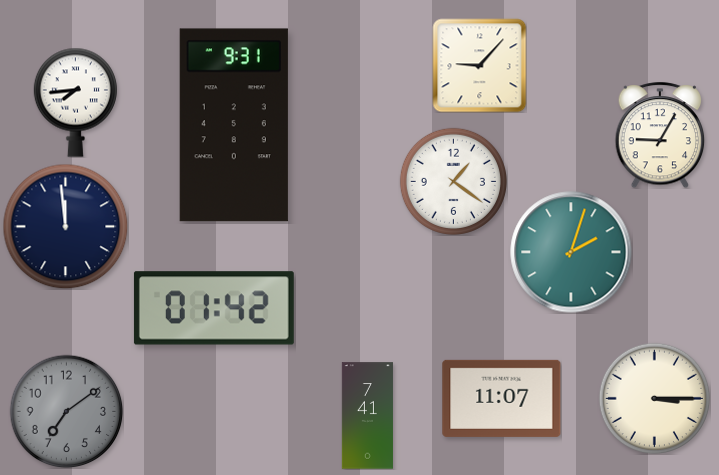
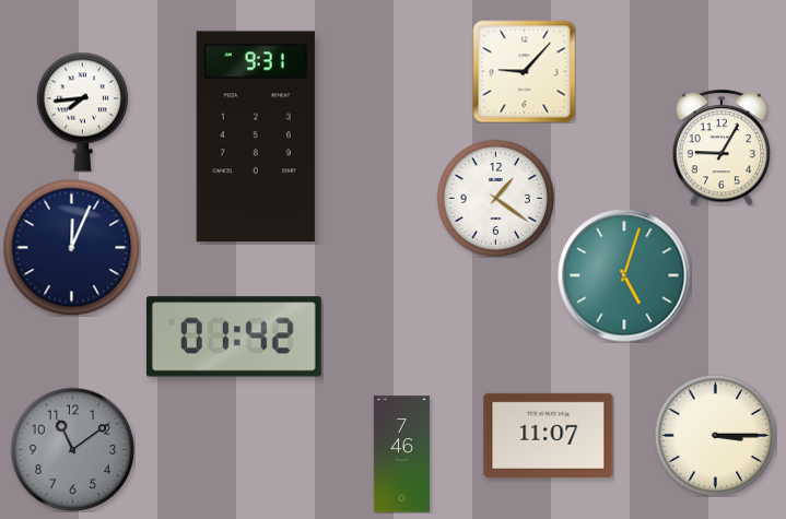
clock at (65, 226): 11:59 -> 12:04
clock at (571, 252): 2:03 -> 5:03
clock at (66, 411): 7:09 -> 11:09
clock at (367, 416): 7:41 -> 7:46
